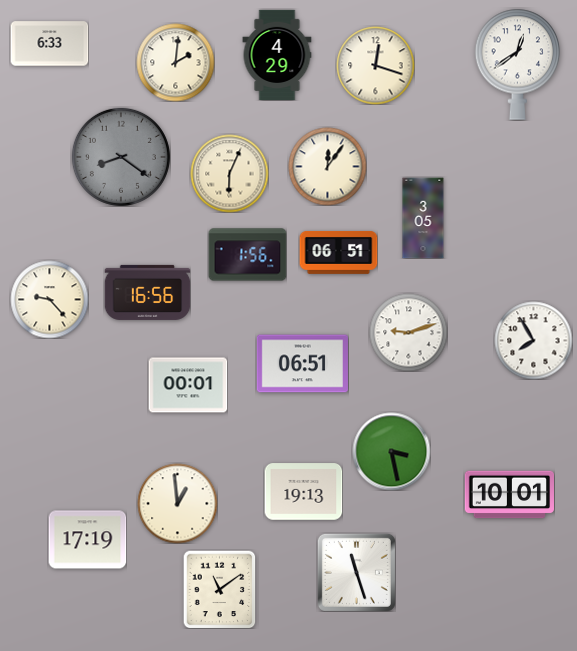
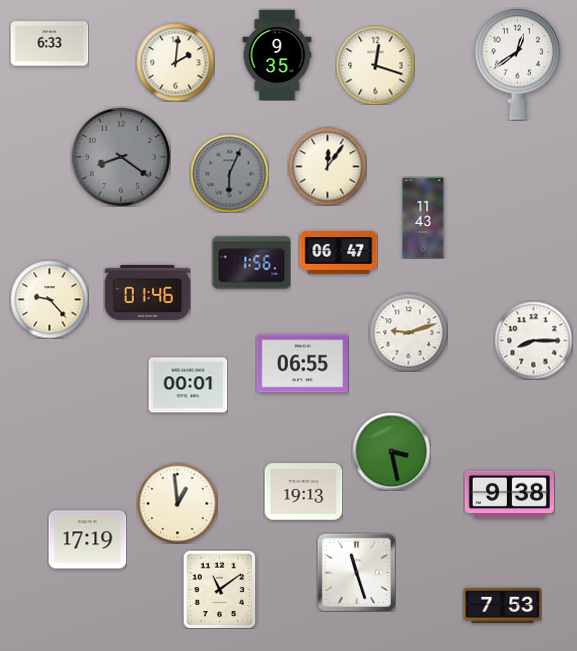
clock at (277, 54): 4:29 -> 9:35
clock at (229, 173) dial: cream -> grey
clock at (423, 218): 3:05 -> 11:43
clock at (338, 253): 06:51 -> 06:47
clock at (247, 255) position: (247, 255) -> (251, 263)
clock at (147, 292): 16:56 -> 01:46
clock at (533, 340): 7:55 -> 8:15
clock at (302, 364): 06:51 -> 06:55
clock at (509, 495): 10:01 -> 9:38
clock at (502, 605): none -> 7:53
